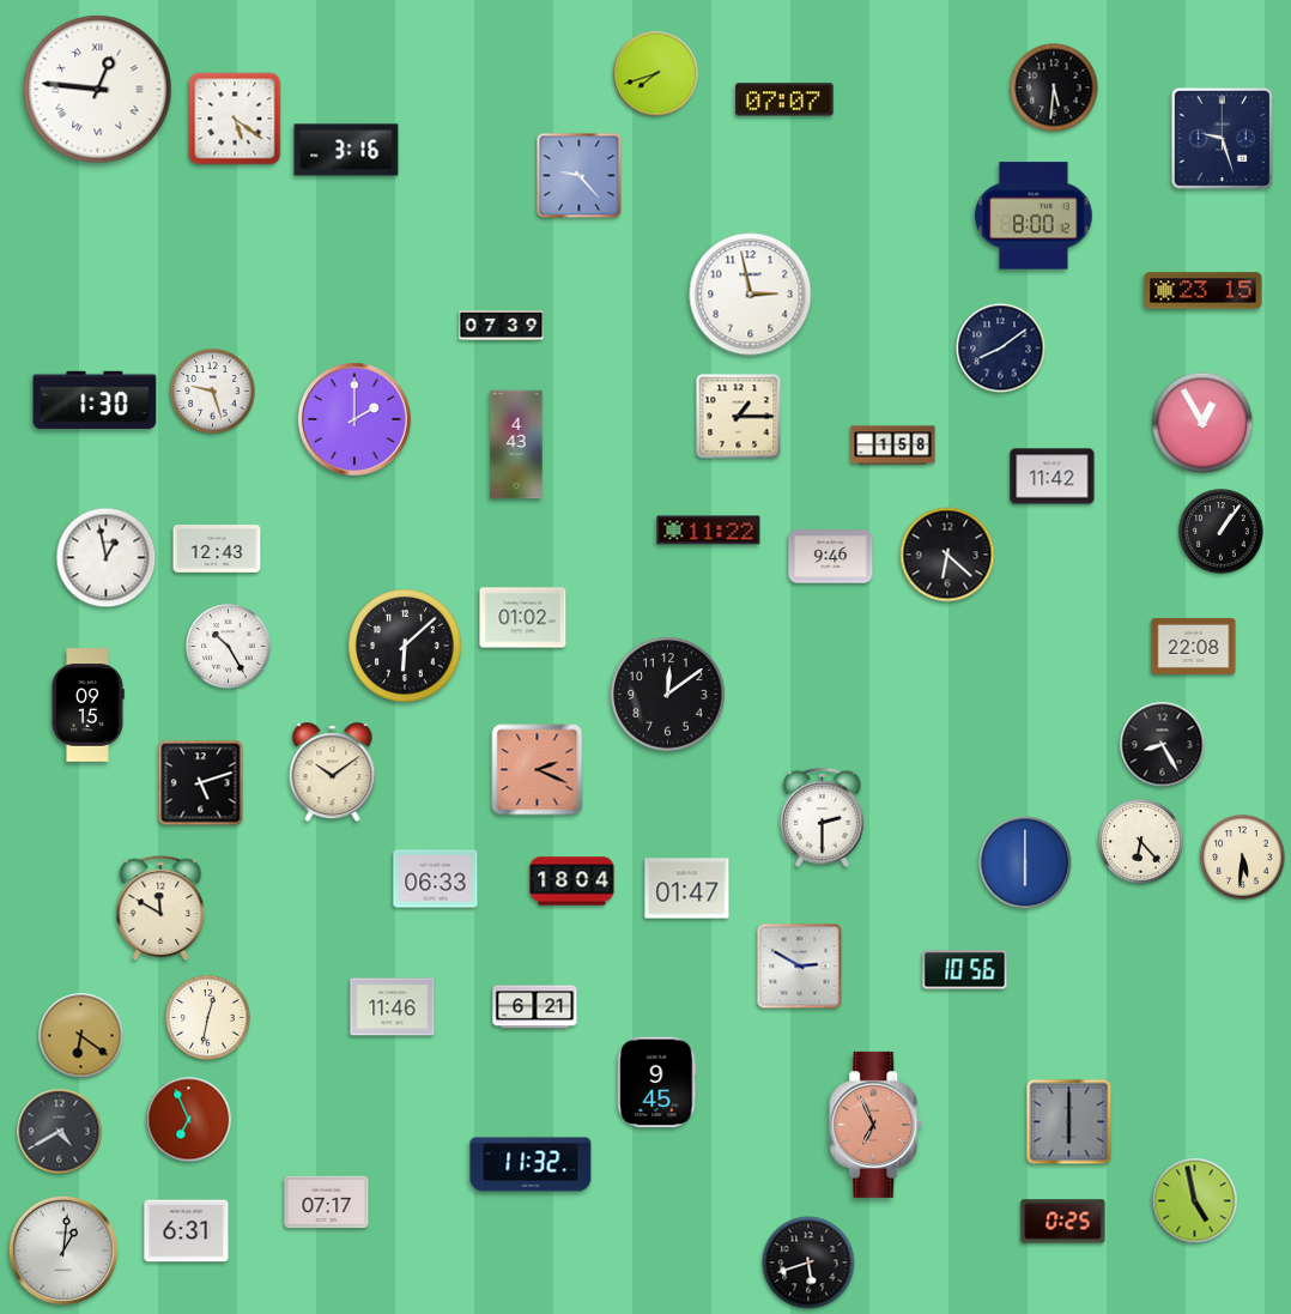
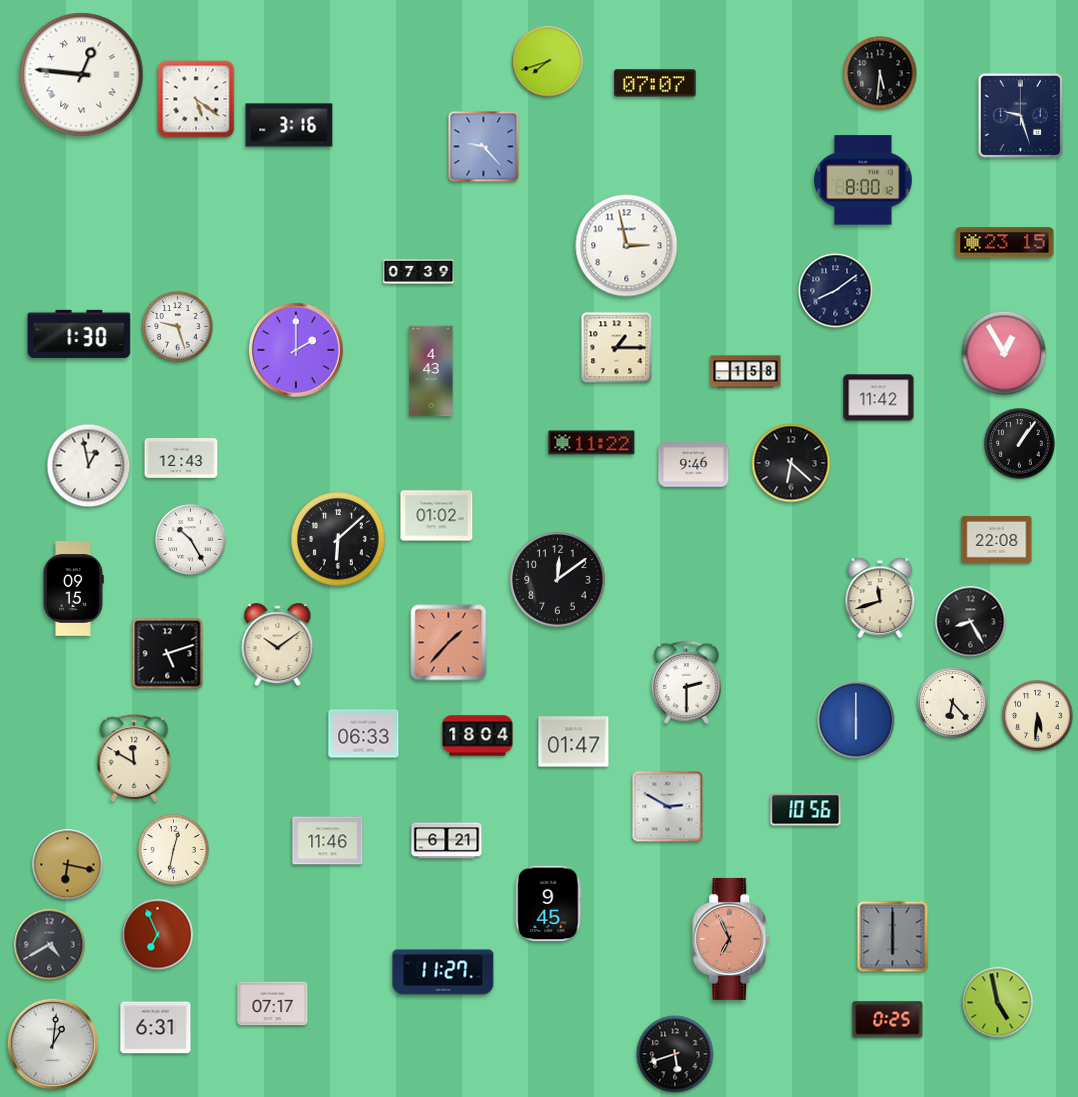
clock at (880, 598): none -> 11:42
clock at (538, 770): 2:19 -> 1:37
clock at (81, 1036): 6:21 -> 6:17
clock at (531, 1164): 11:32 -> 11:27
